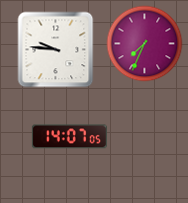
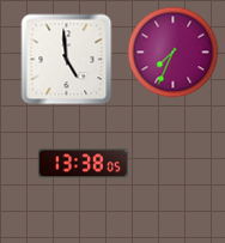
clock at (56, 50): 9:46 -> 4:59
clock at (69, 137): 14:07 -> 13:38
